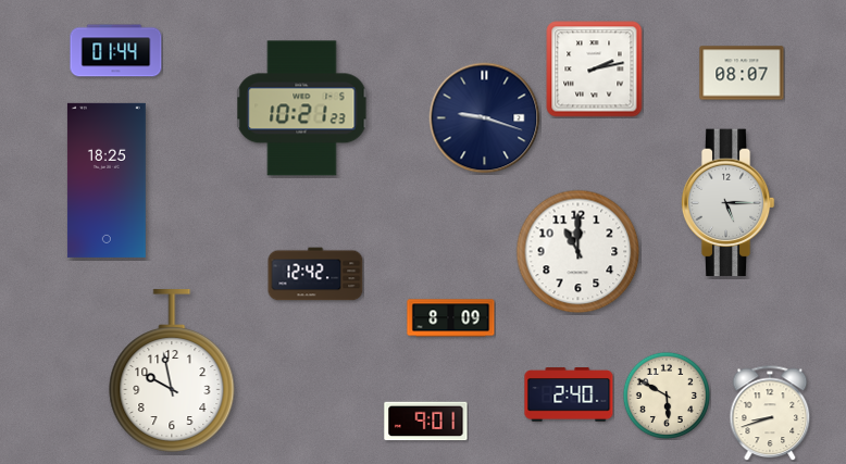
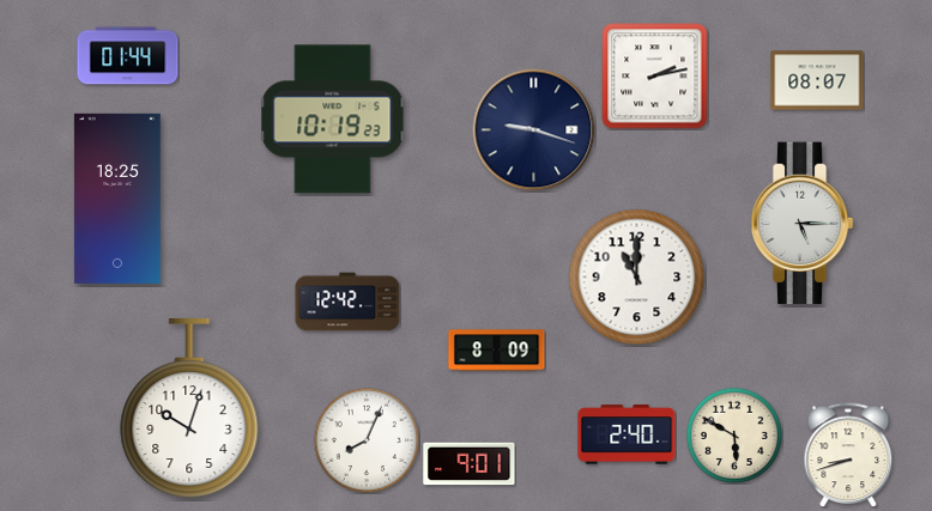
clock at (302, 109): 10:21 -> 10:19
clock at (172, 371): 9:58 -> 10:03
clock at (365, 439): none -> 8:04
